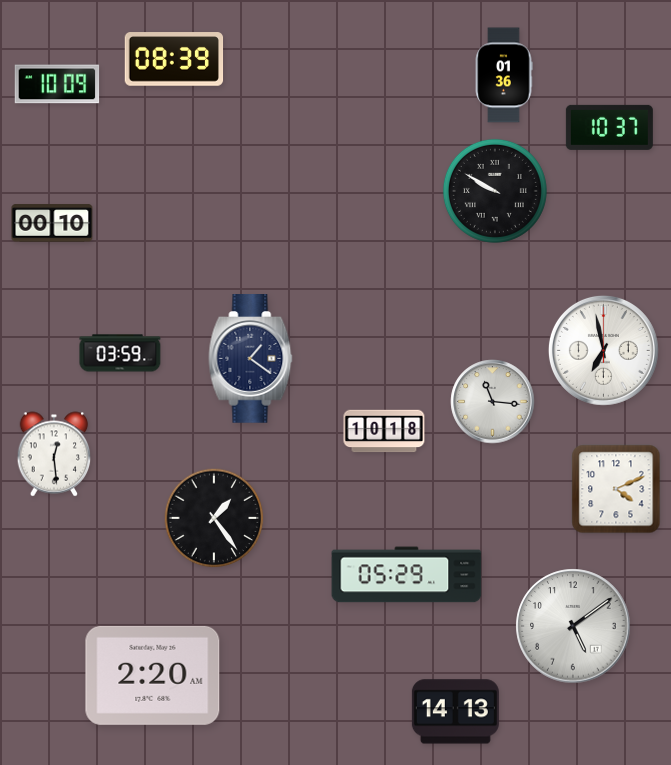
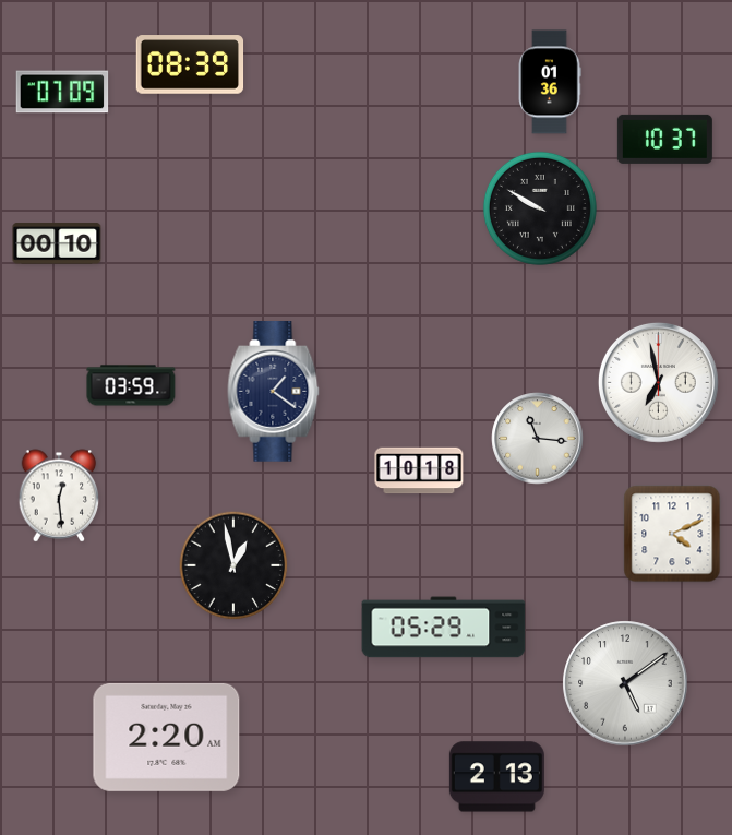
clock at (57, 84): 10:09 -> 07:09
clock at (214, 518): 1:24 -> 12:58
clock at (455, 712): 14:13 -> 2:13
